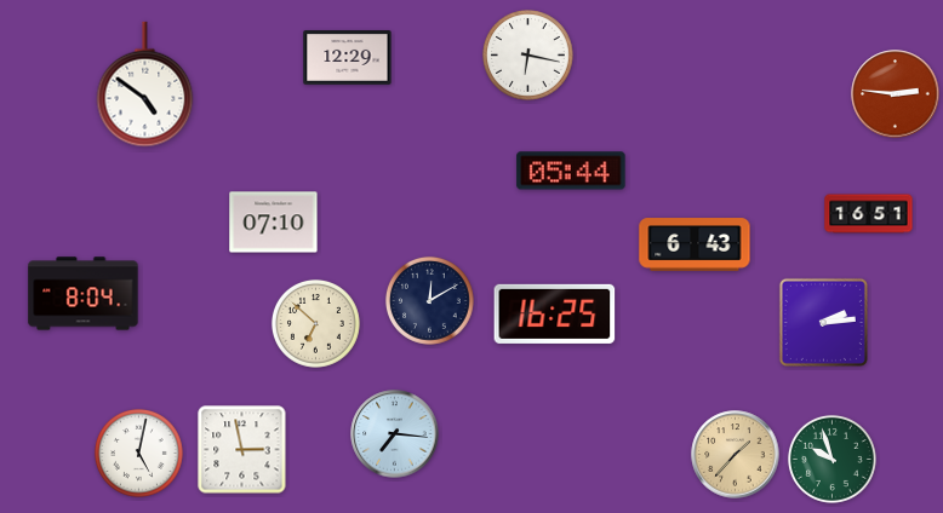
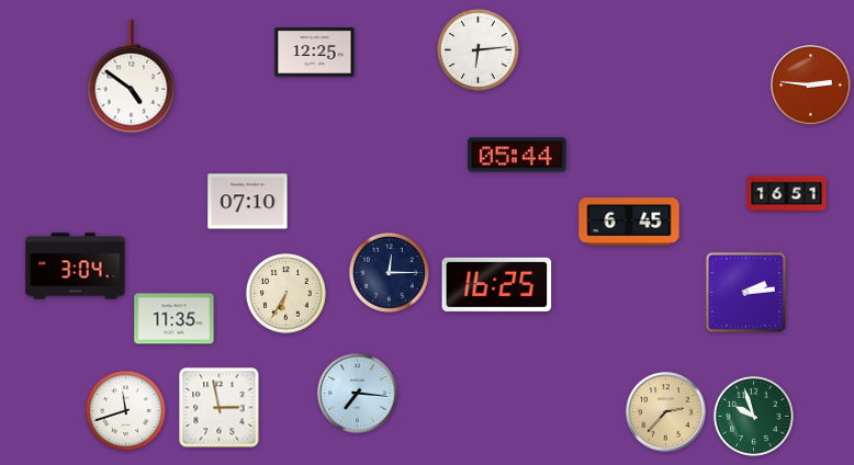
clock at (528, 56): 6:17 -> 6:14
clock at (348, 58): 12:29 -> 12:25
clock at (695, 244): 6:43 -> 6:45
clock at (84, 294): 8:04 -> 3:04
clock at (430, 301): 12:10 -> 12:15
clock at (555, 313) position: (555, 313) -> (497, 284)
clock at (316, 324): 6:52 -> 6:35
clock at (175, 319): none -> 11:35
clock at (139, 454): 5:02 -> 11:42
clock at (736, 455): 1:37 -> 2:37
